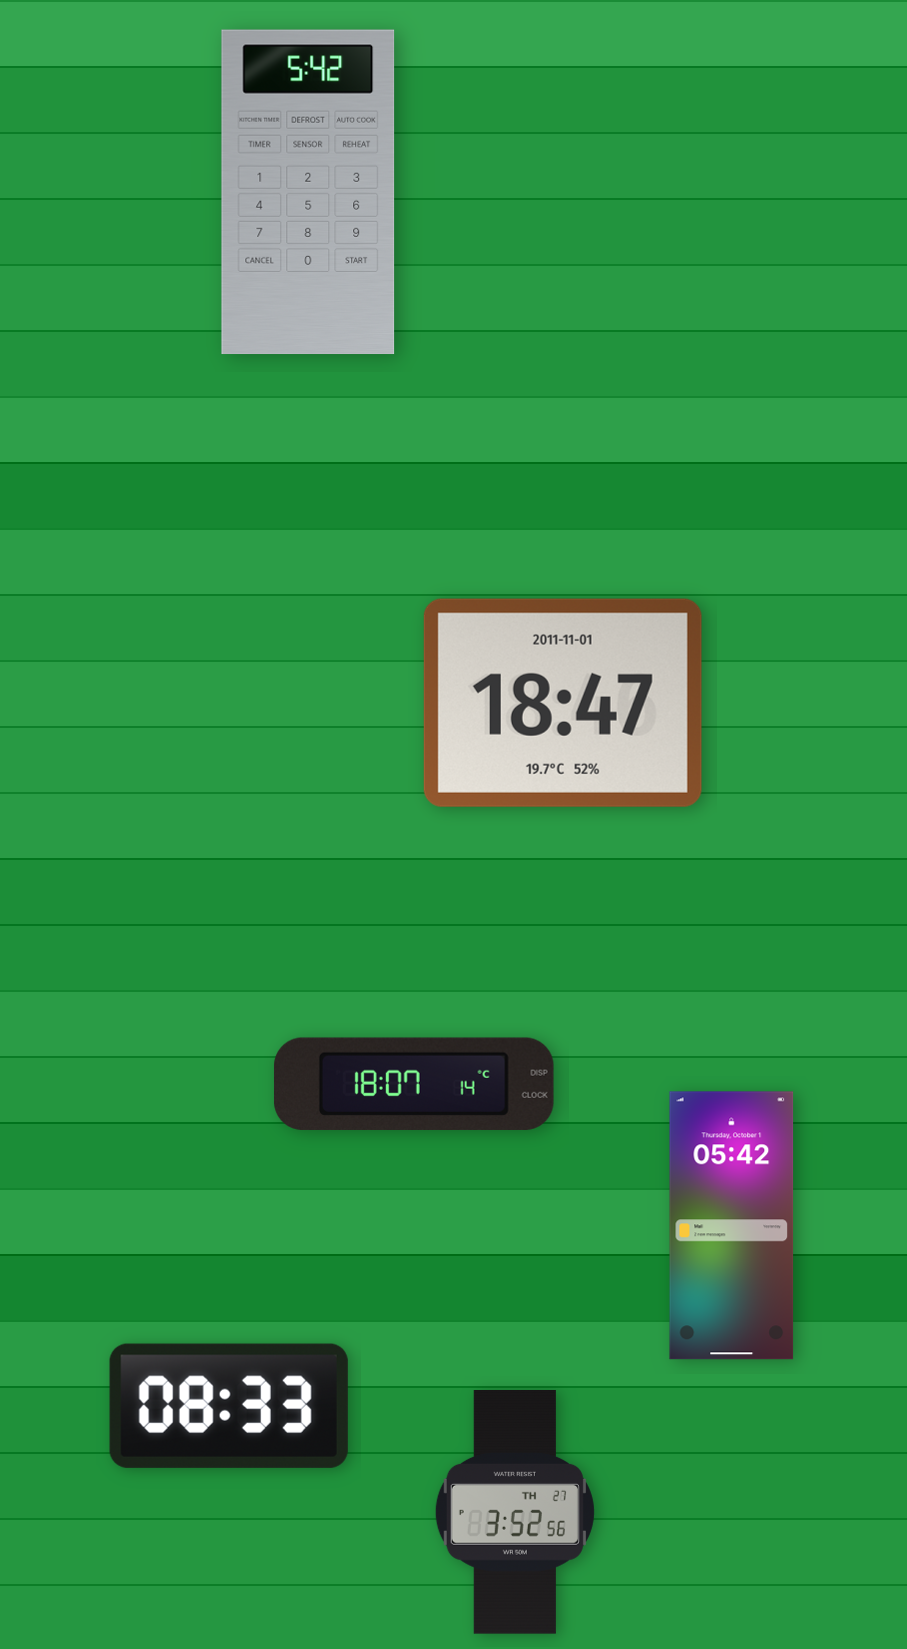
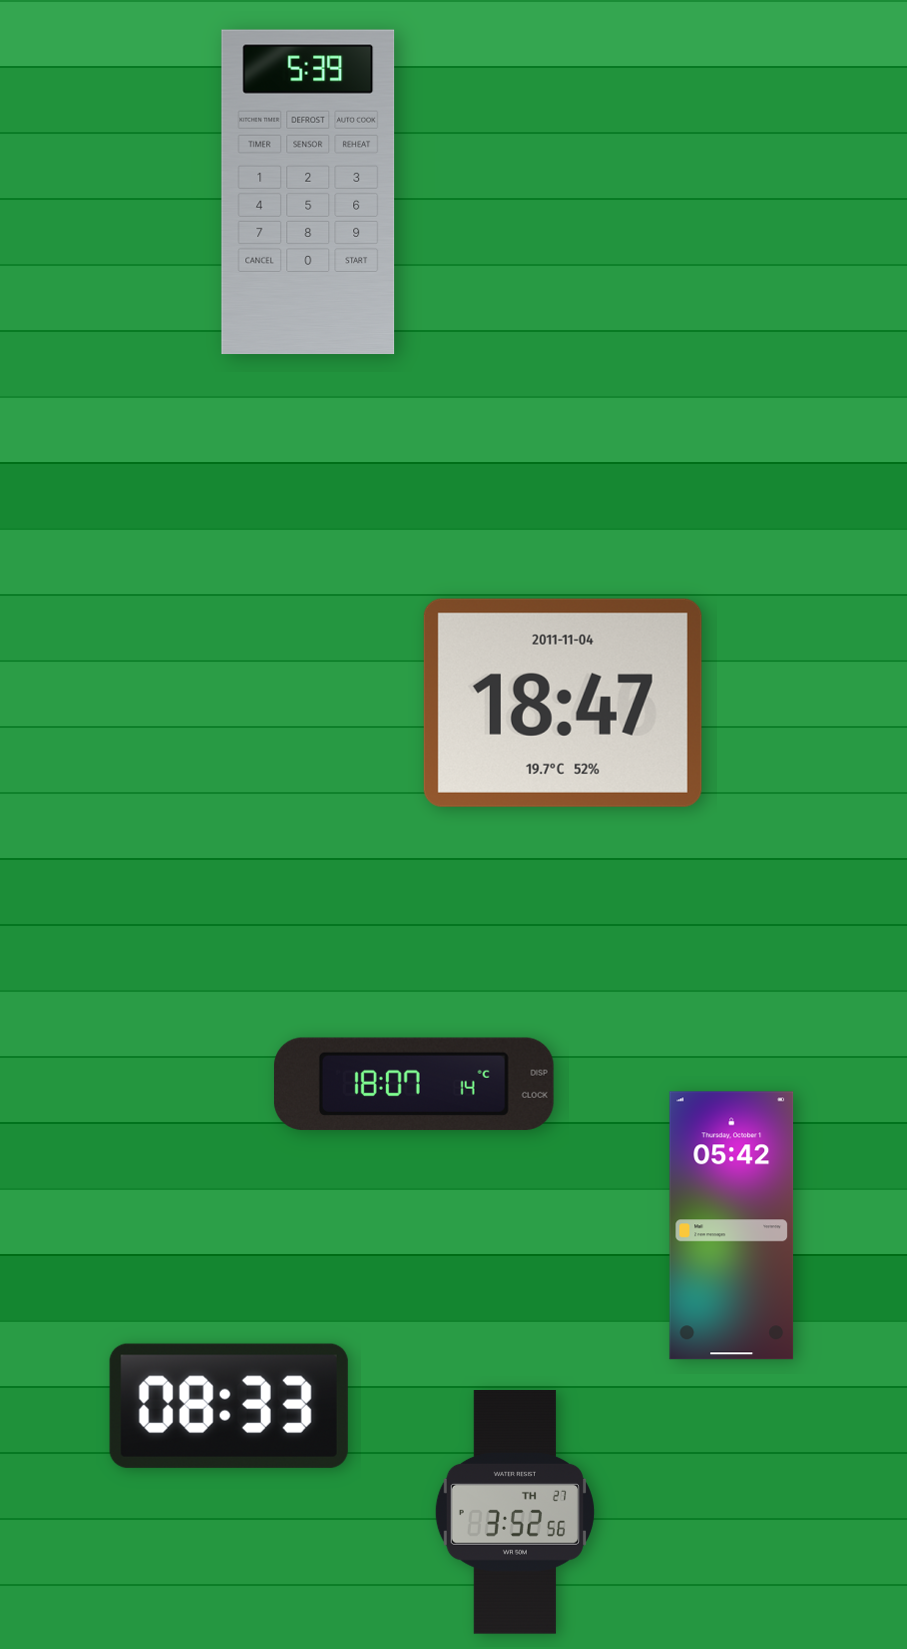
clock at (308, 192): 5:42 -> 5:39
clock at (563, 703) date: 2011-11-01 -> 2011-11-04
